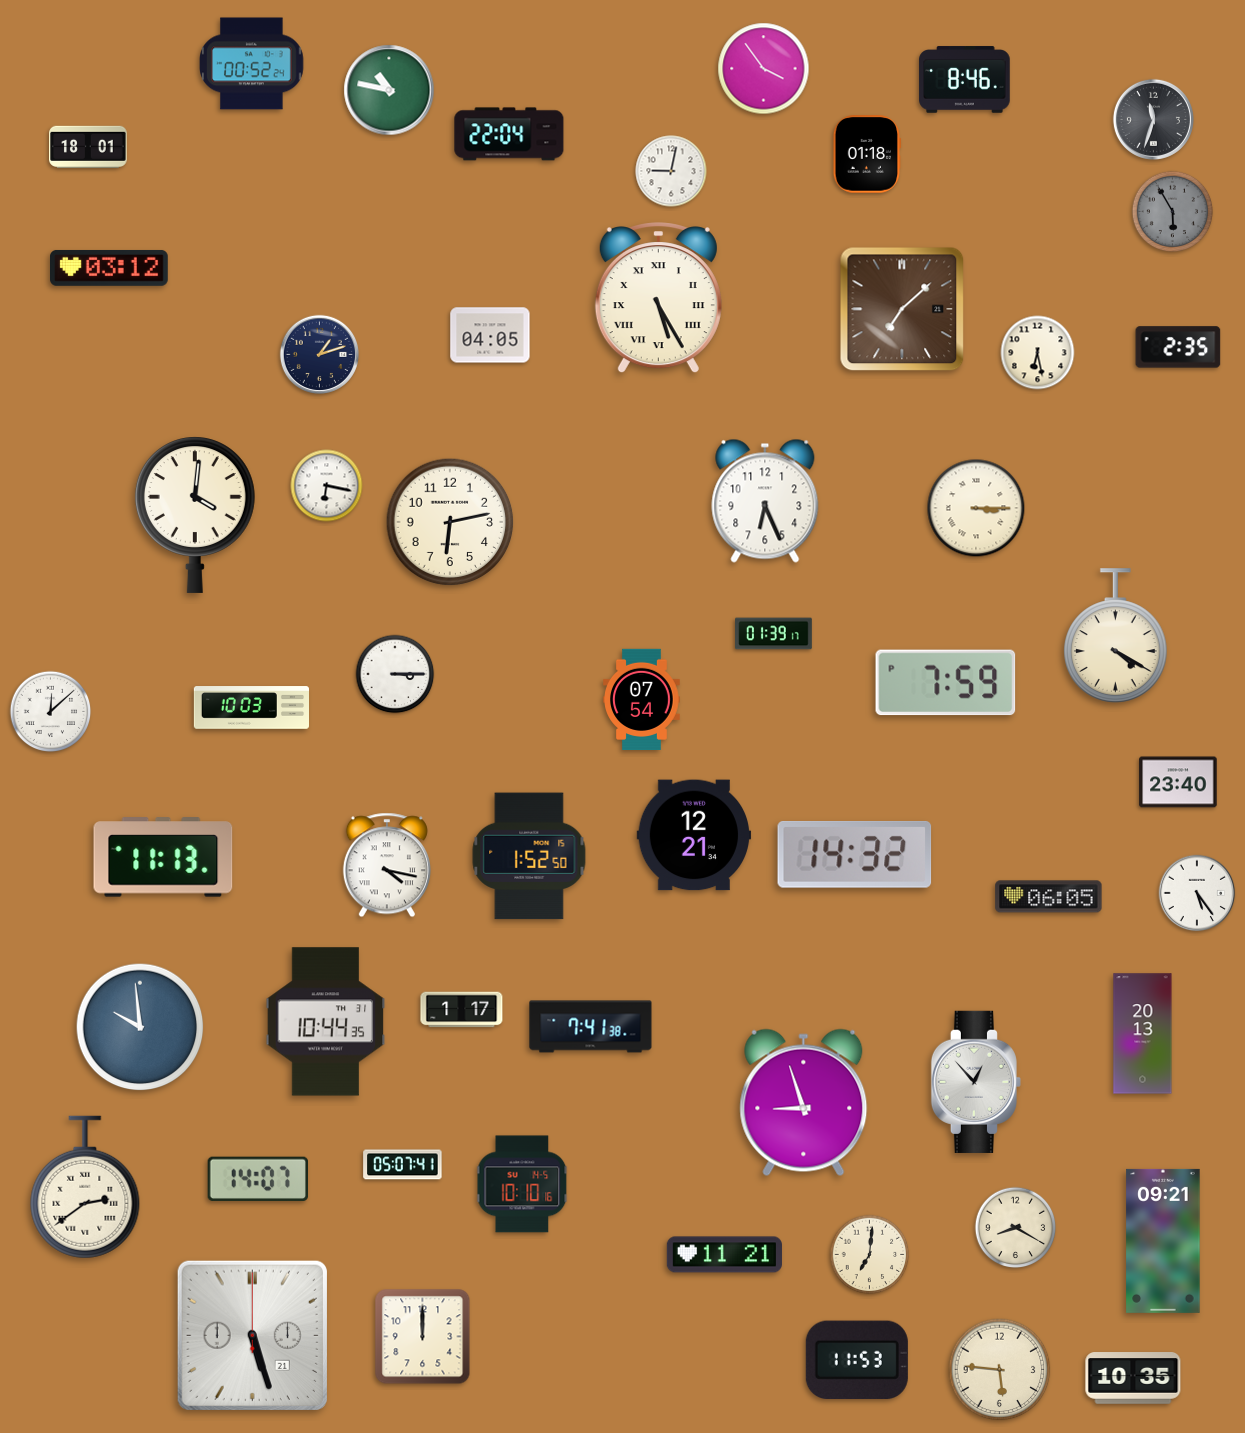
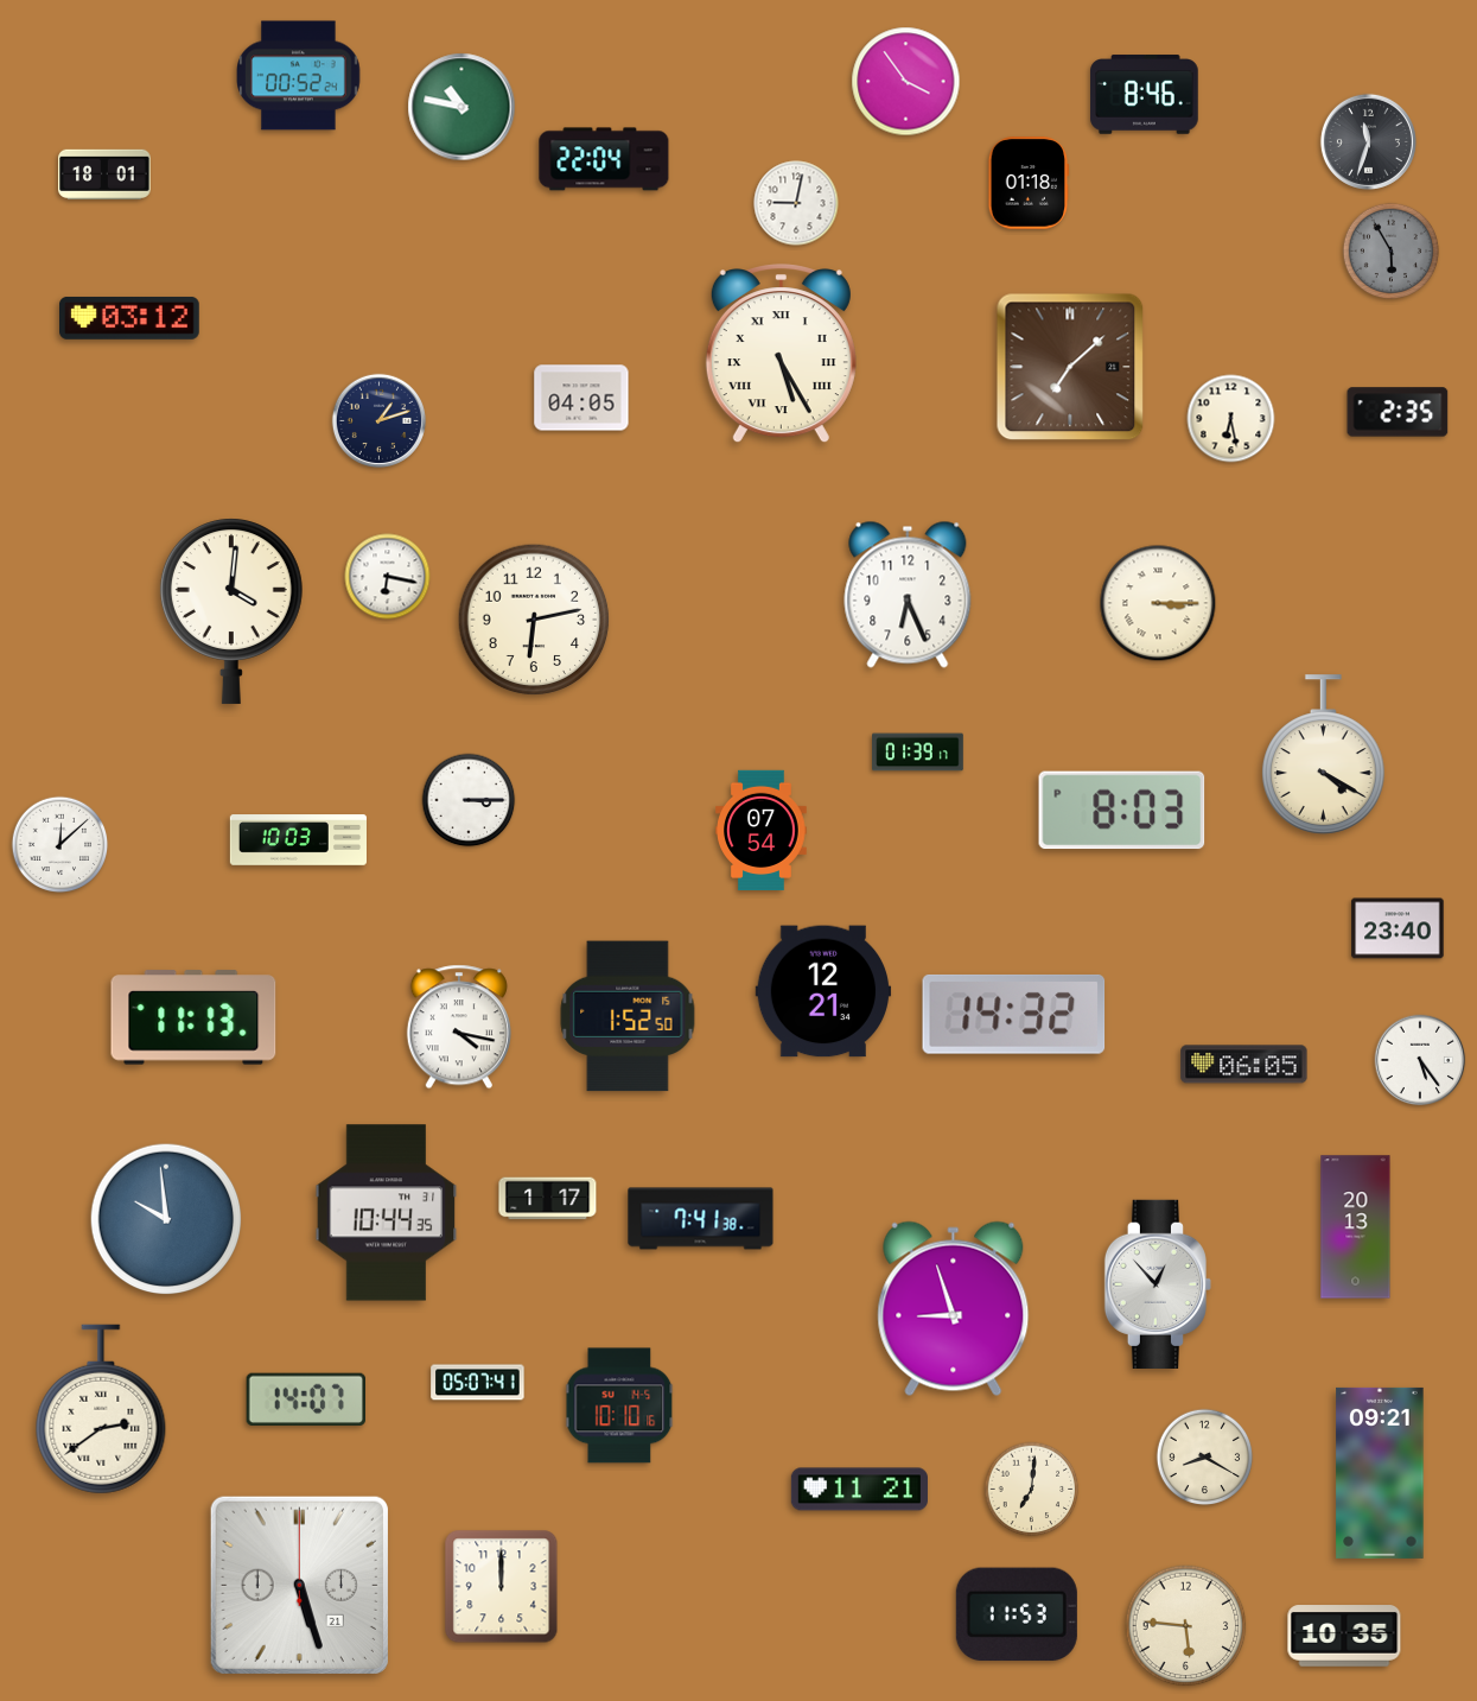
clock at (946, 683): 7:59 -> 8:03
